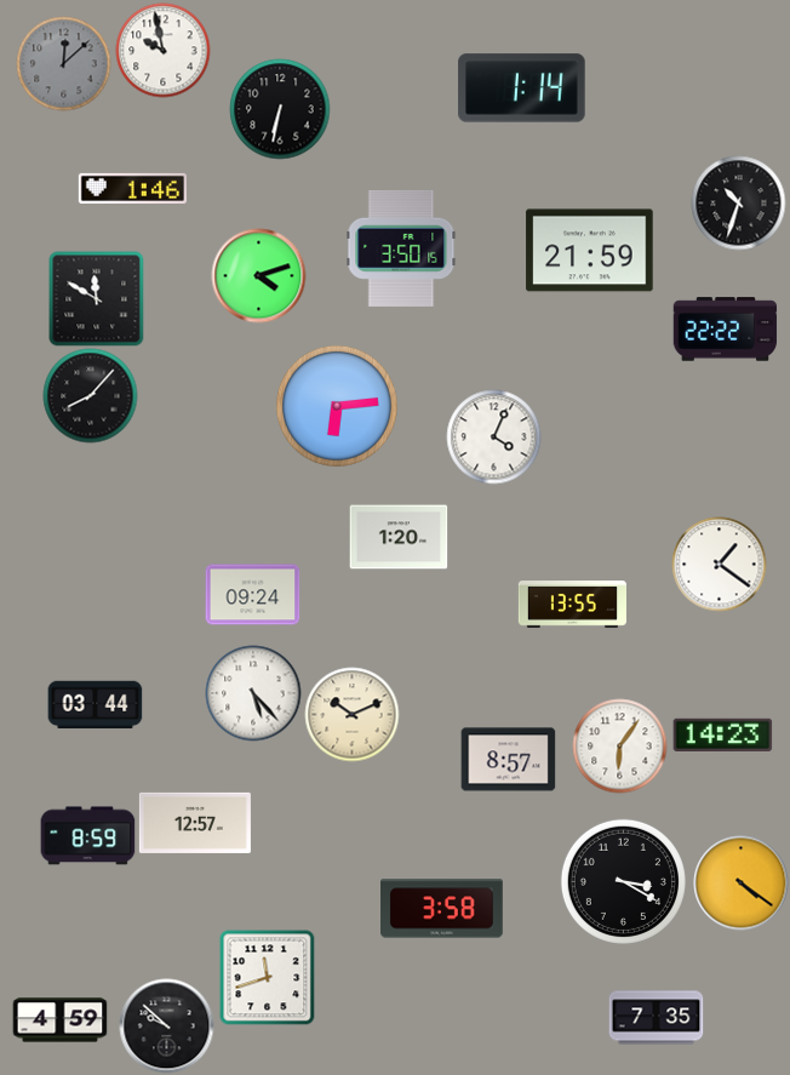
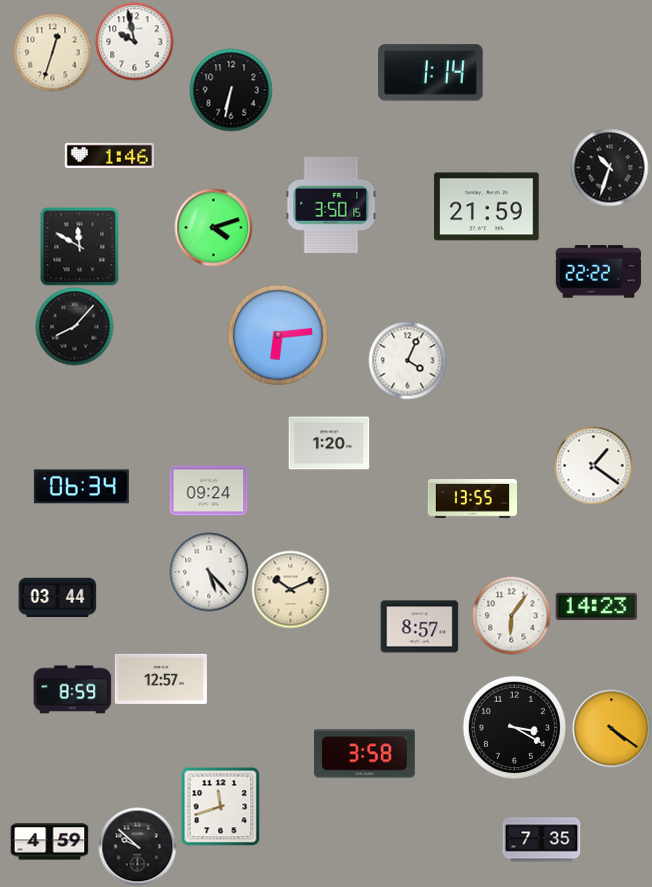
clock at (63, 63): 12:08 -> 12:33
clock at (63, 63) dial: grey -> cream
clock at (81, 487): none -> 06:34
clock at (95, 705) position: (95, 705) -> (57, 598)
clock at (442, 909) position: (442, 909) -> (365, 754)
